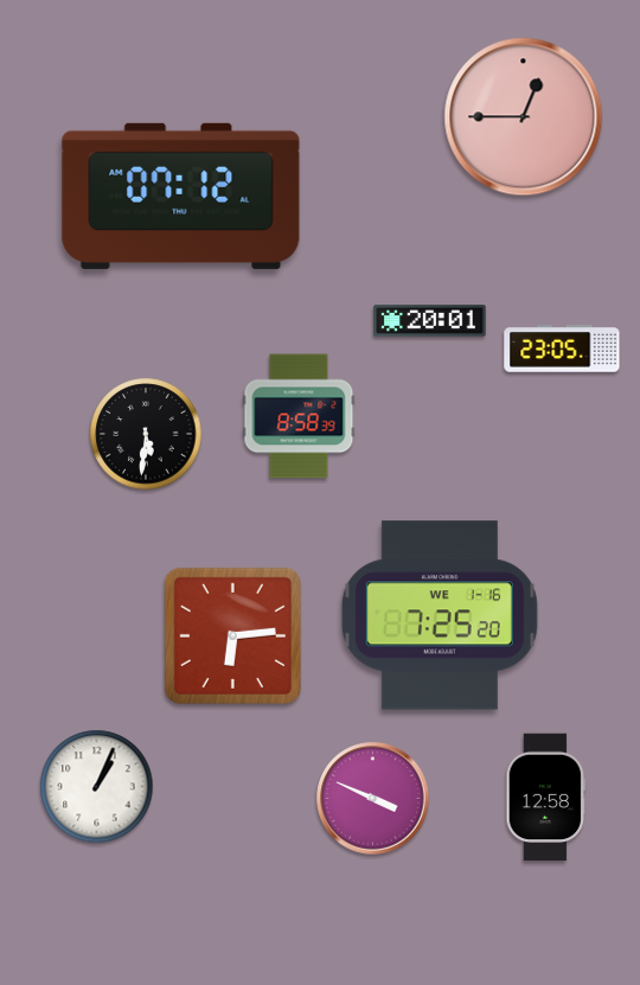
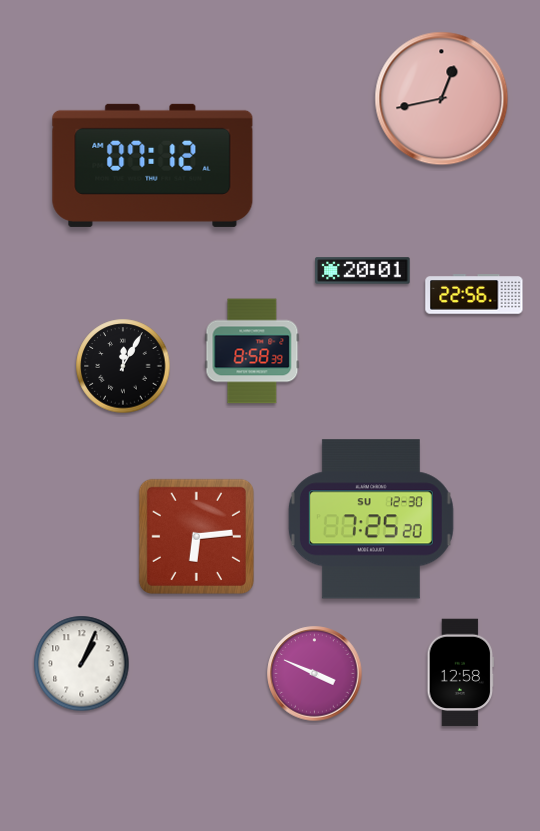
clock at (524, 117): 12:45 -> 12:43
clock at (562, 348): 23:05 -> 22:56
clock at (146, 434): 5:31 -> 12:05
clock at (440, 615) date: WE 1-16 -> SU 12-30
